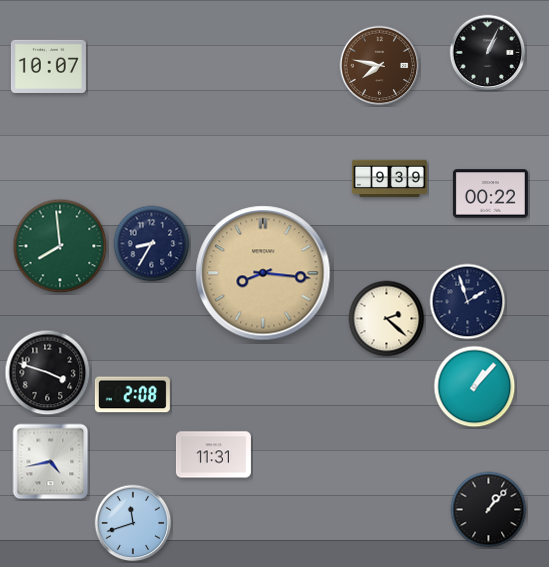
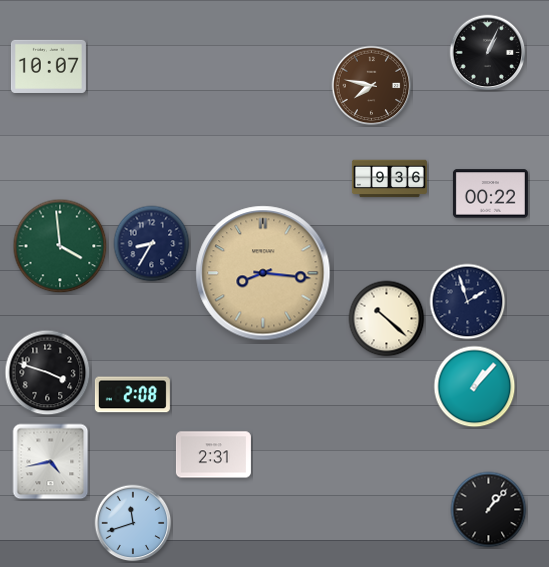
clock at (380, 66) position: (380, 66) -> (372, 86)
clock at (389, 179): 9:39 -> 9:36
clock at (60, 246): 7:59 -> 3:59
clock at (387, 319): 2:22 -> 10:22
clock at (213, 455): 11:31 -> 2:31
